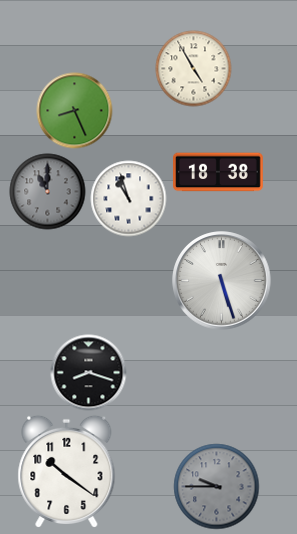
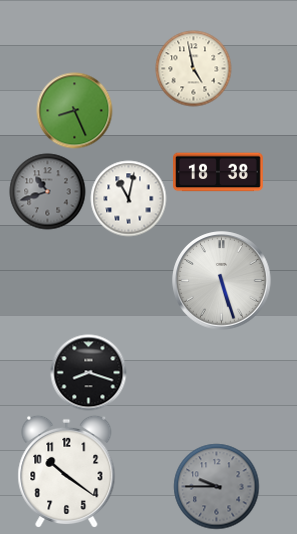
clock at (194, 69): 4:55 -> 4:58
clock at (48, 192): 11:00 -> 10:42
clock at (129, 199): 10:57 -> 11:02
